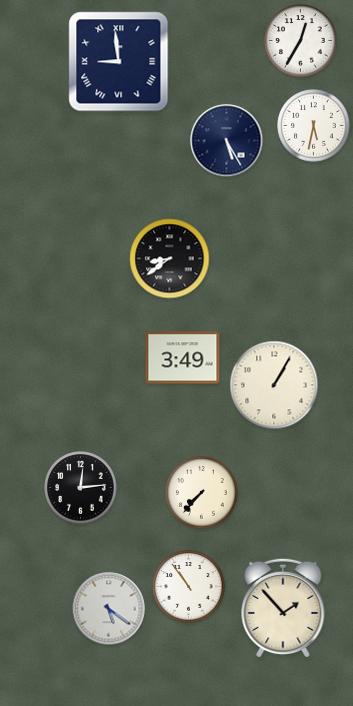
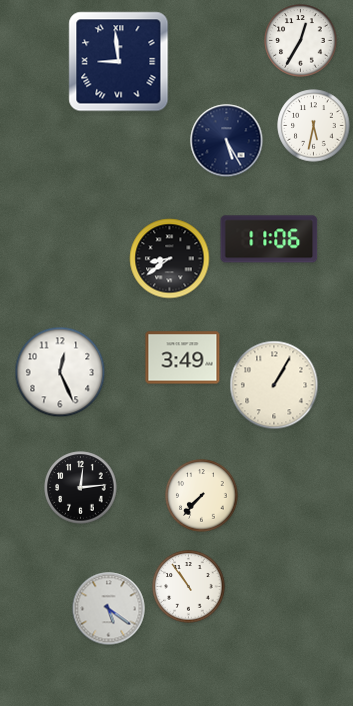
clock at (269, 239): none -> 11:06
clock at (60, 372): none -> 12:26
clock at (202, 493) position: (202, 493) -> (202, 496)
clock at (283, 608): 1:53 -> none
